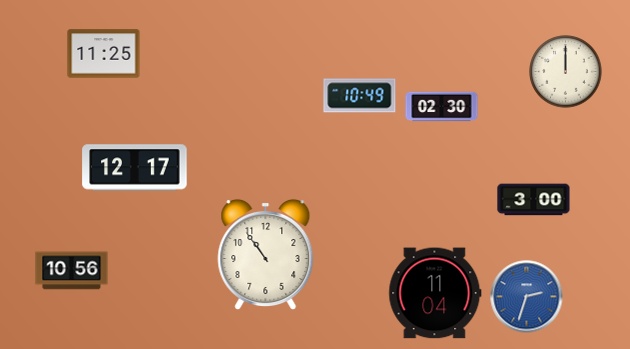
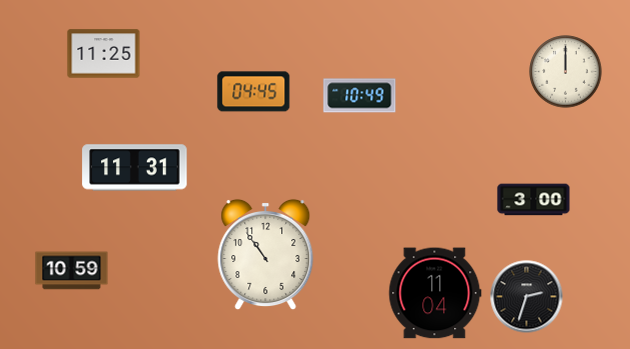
clock at (254, 92): none -> 04:45
clock at (442, 107): 02:30 -> none
clock at (135, 168): 12:17 -> 11:31
clock at (72, 271): 10:56 -> 10:59
clock at (527, 297) dial: blue -> black
